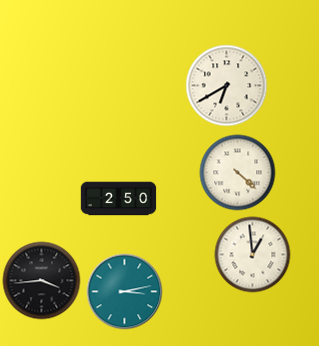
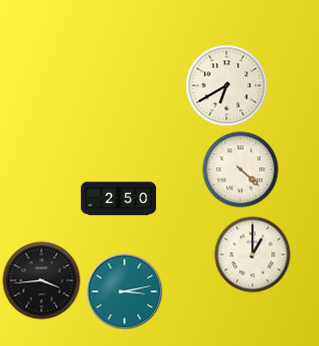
clock at (238, 173) position: (238, 173) -> (241, 170)
clock at (253, 255): 12:59 -> 1:00
